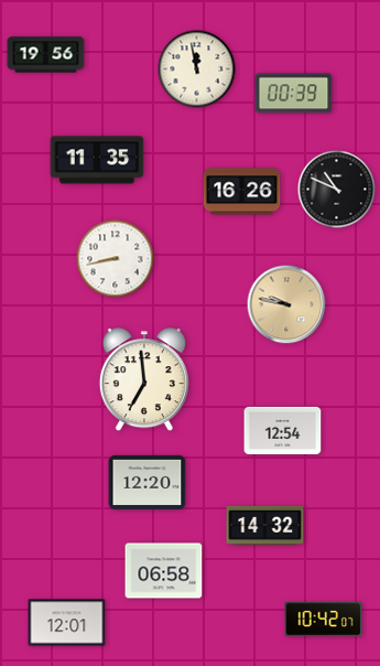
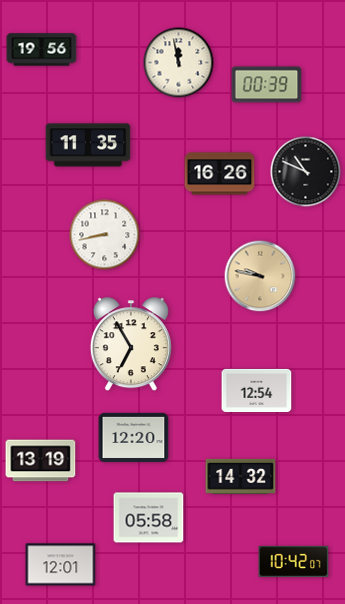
clock at (144, 380): 6:59 -> 6:55
clock at (41, 461): none -> 13:19
clock at (164, 571): 06:58 -> 05:58
